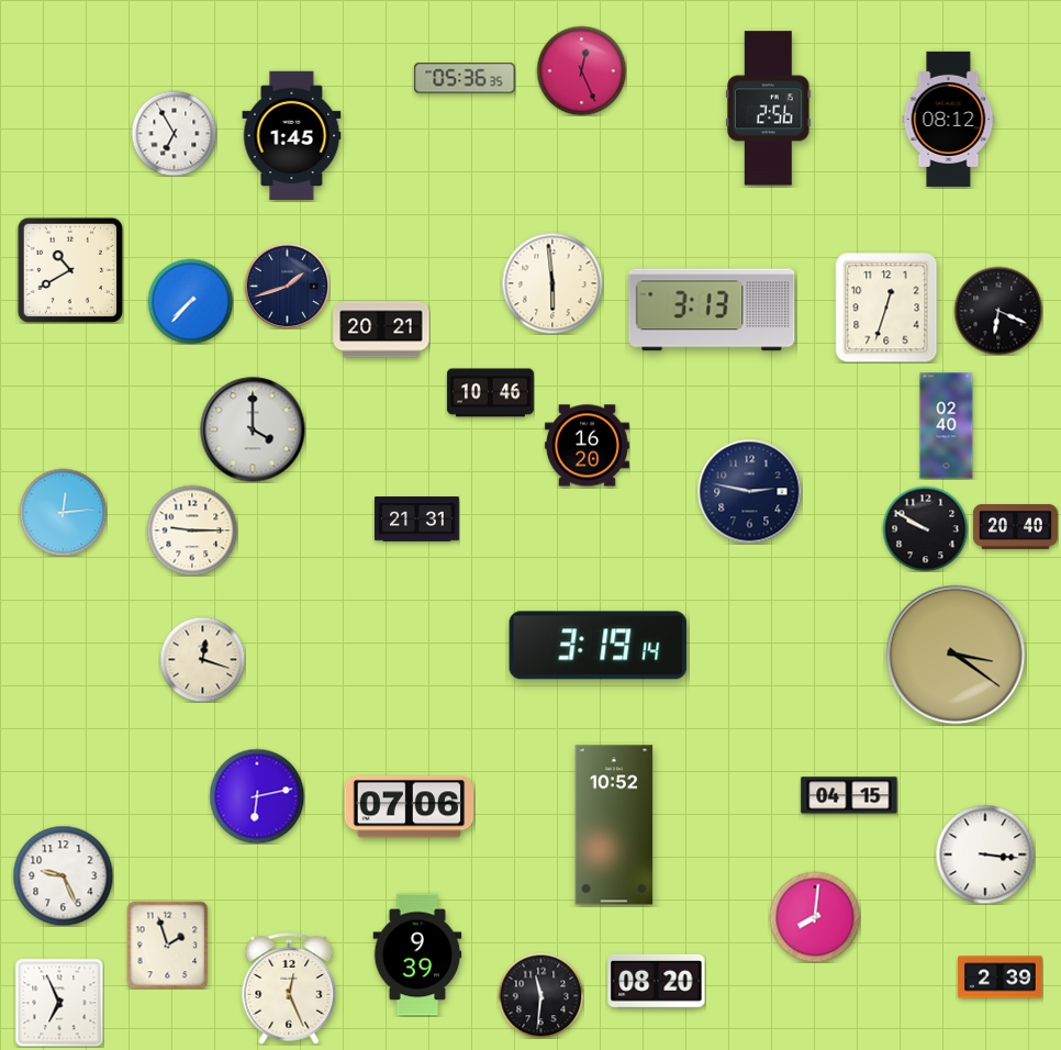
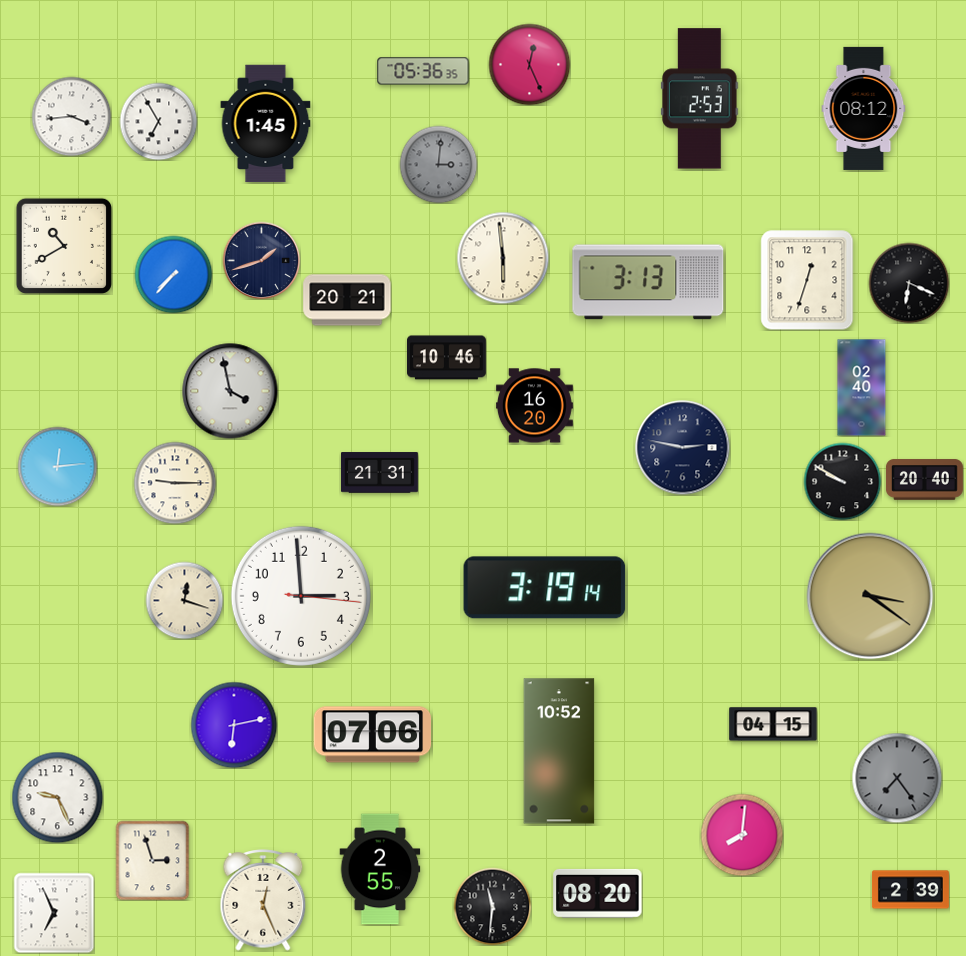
clock at (769, 109): 2:56 -> 2:53
clock at (71, 116): none -> 3:44
clock at (438, 164): none -> 3:01
clock at (253, 429): 4:00 -> 3:58
clock at (301, 596): none -> 2:59
clock at (985, 854): 3:16 -> 7:24
clock at (985, 854) dial: white -> grey
clock at (168, 945): 1:57 -> 2:57
clock at (417, 954): 9:39 -> 2:55
